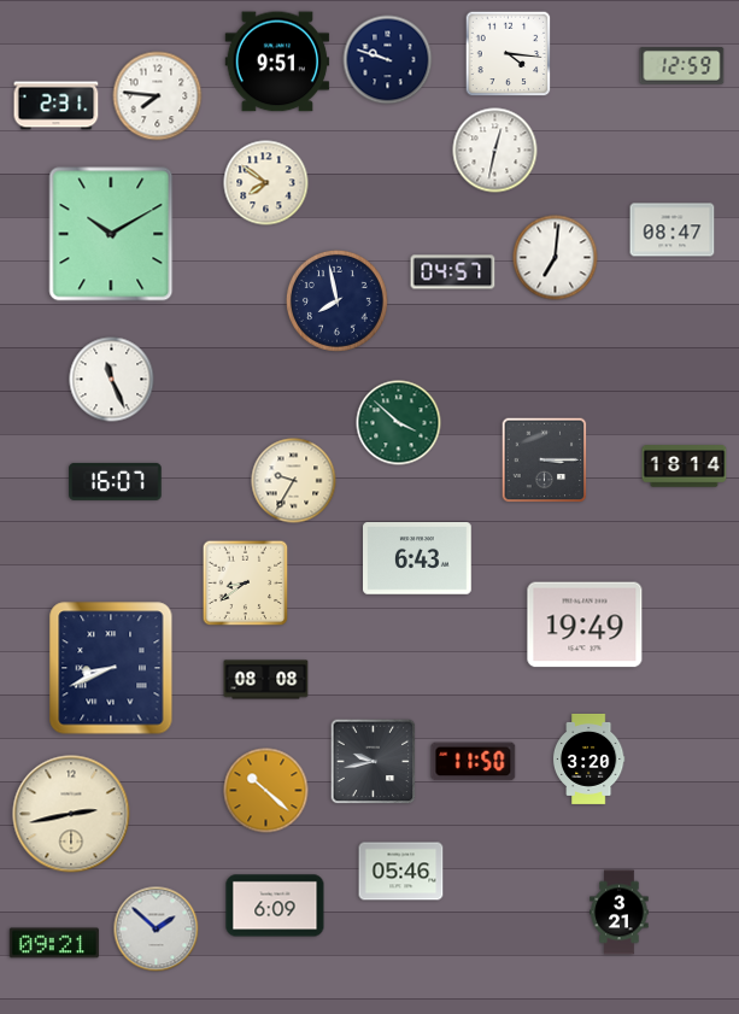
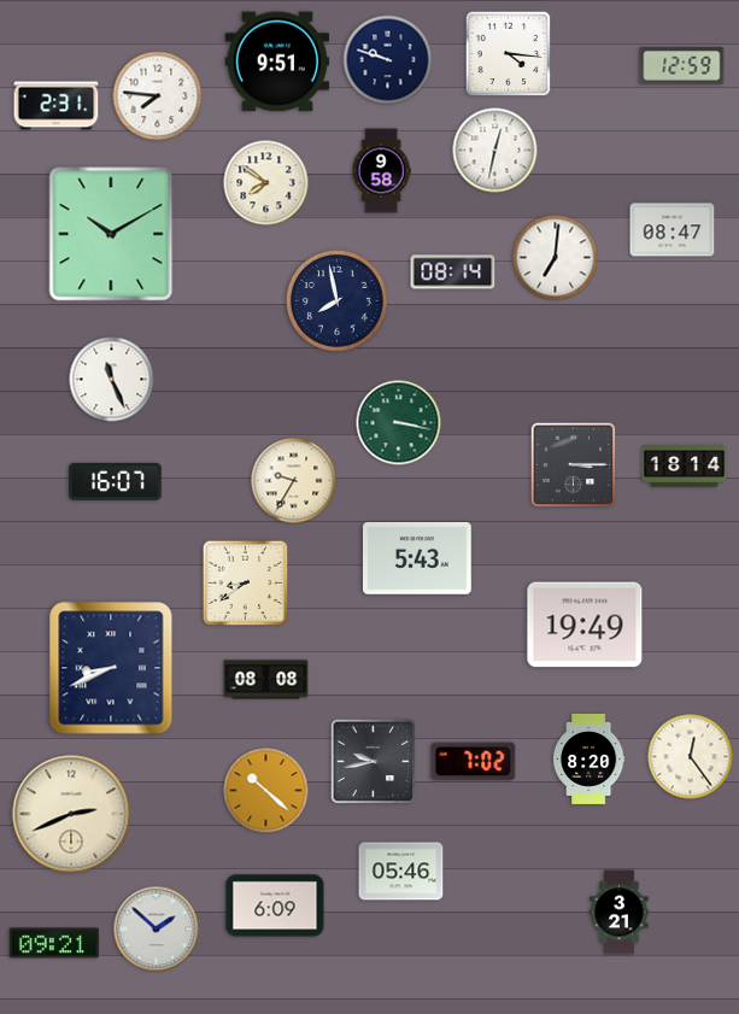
clock at (381, 171): none -> 9:58
clock at (453, 272): 04:57 -> 08:14
clock at (399, 423): 3:52 -> 3:17
clock at (545, 461) position: (545, 461) -> (574, 465)
clock at (418, 559): 6:43 -> 5:43
clock at (691, 757): none -> 12:24
clock at (588, 758): 3:20 -> 8:20
clock at (474, 762): 11:50 -> 7:02
clock at (71, 814): 2:43 -> 2:41
